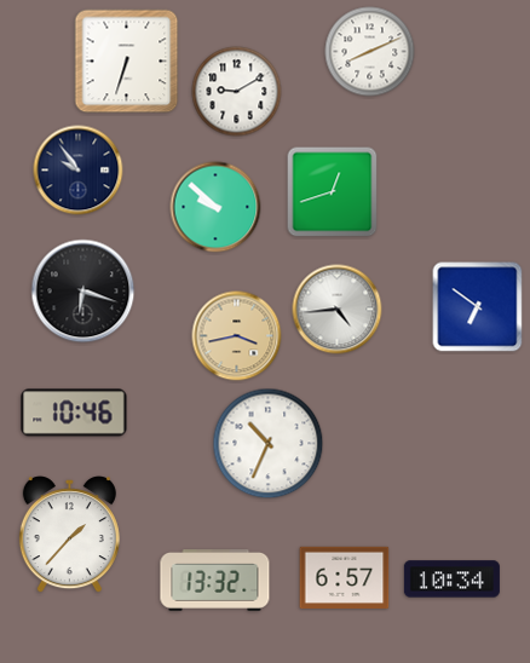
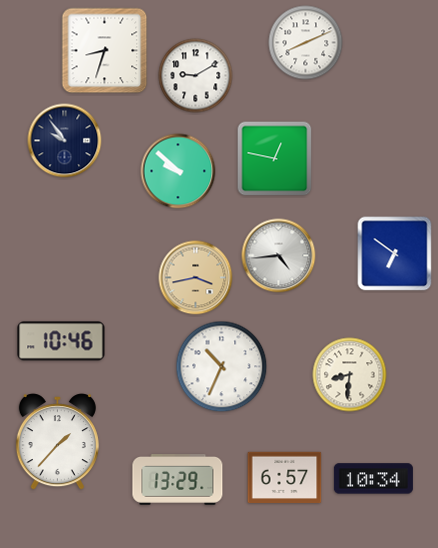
clock at (127, 62): 6:33 -> 8:33
clock at (333, 192): 12:42 -> 12:47
clock at (83, 292): 6:18 -> none
clock at (350, 375): none -> 8:31
clock at (215, 581): 13:32 -> 13:29
